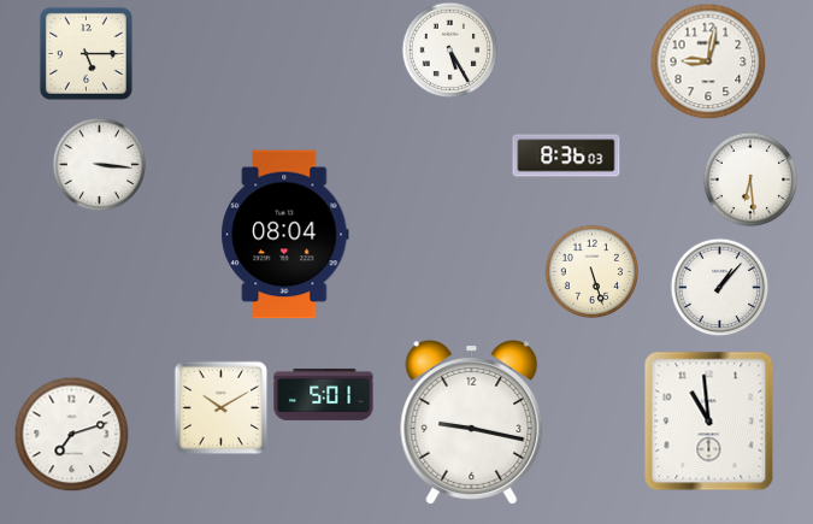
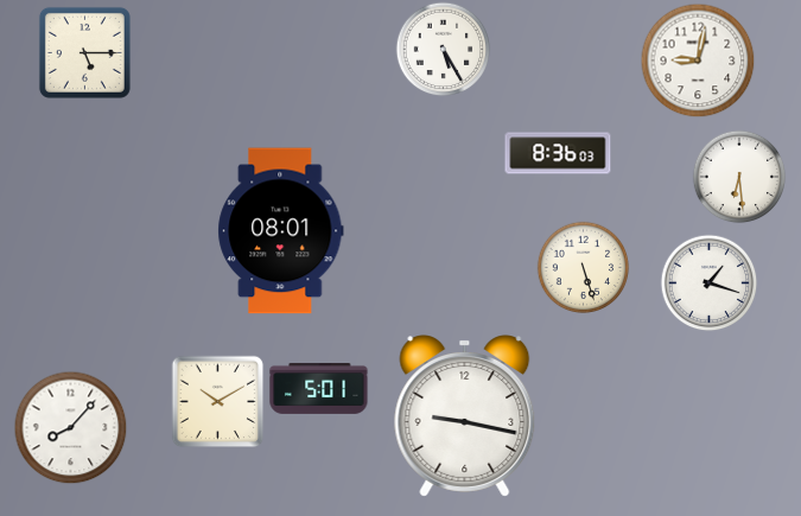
clock at (99, 164): 3:16 -> none
clock at (285, 235): 08:04 -> 08:01
clock at (719, 287): 1:07 -> 1:18
clock at (709, 422): 10:59 -> none
clock at (71, 434): 7:12 -> 8:07
